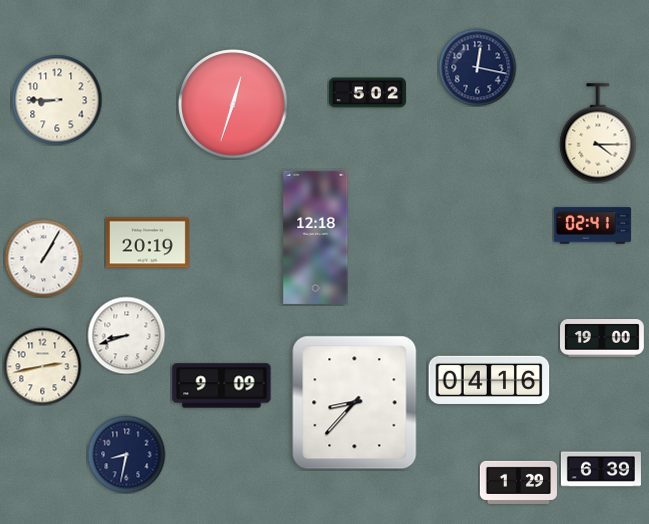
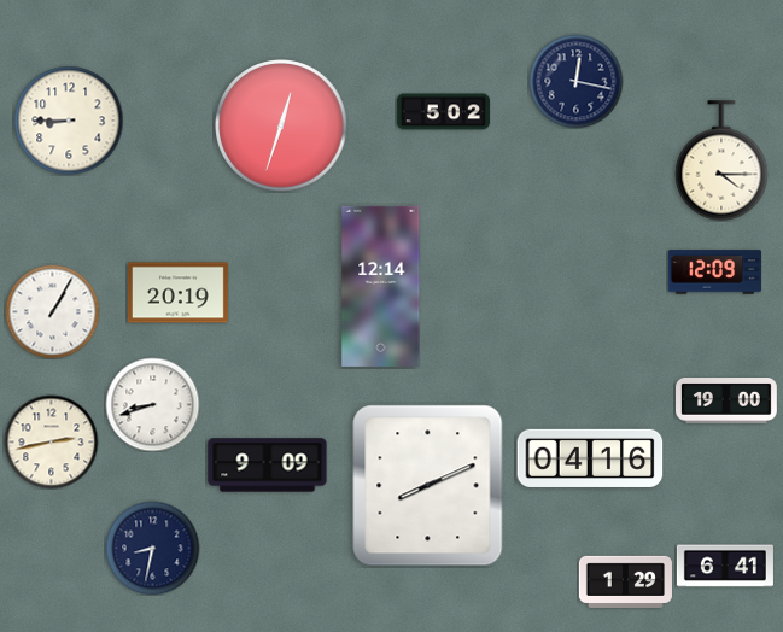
clock at (592, 226): 02:41 -> 12:09
clock at (316, 237): 12:18 -> 12:14
clock at (603, 339) position: (603, 339) -> (728, 402)
clock at (355, 403): 8:37 -> 8:11
clock at (601, 469): 6:39 -> 6:41
